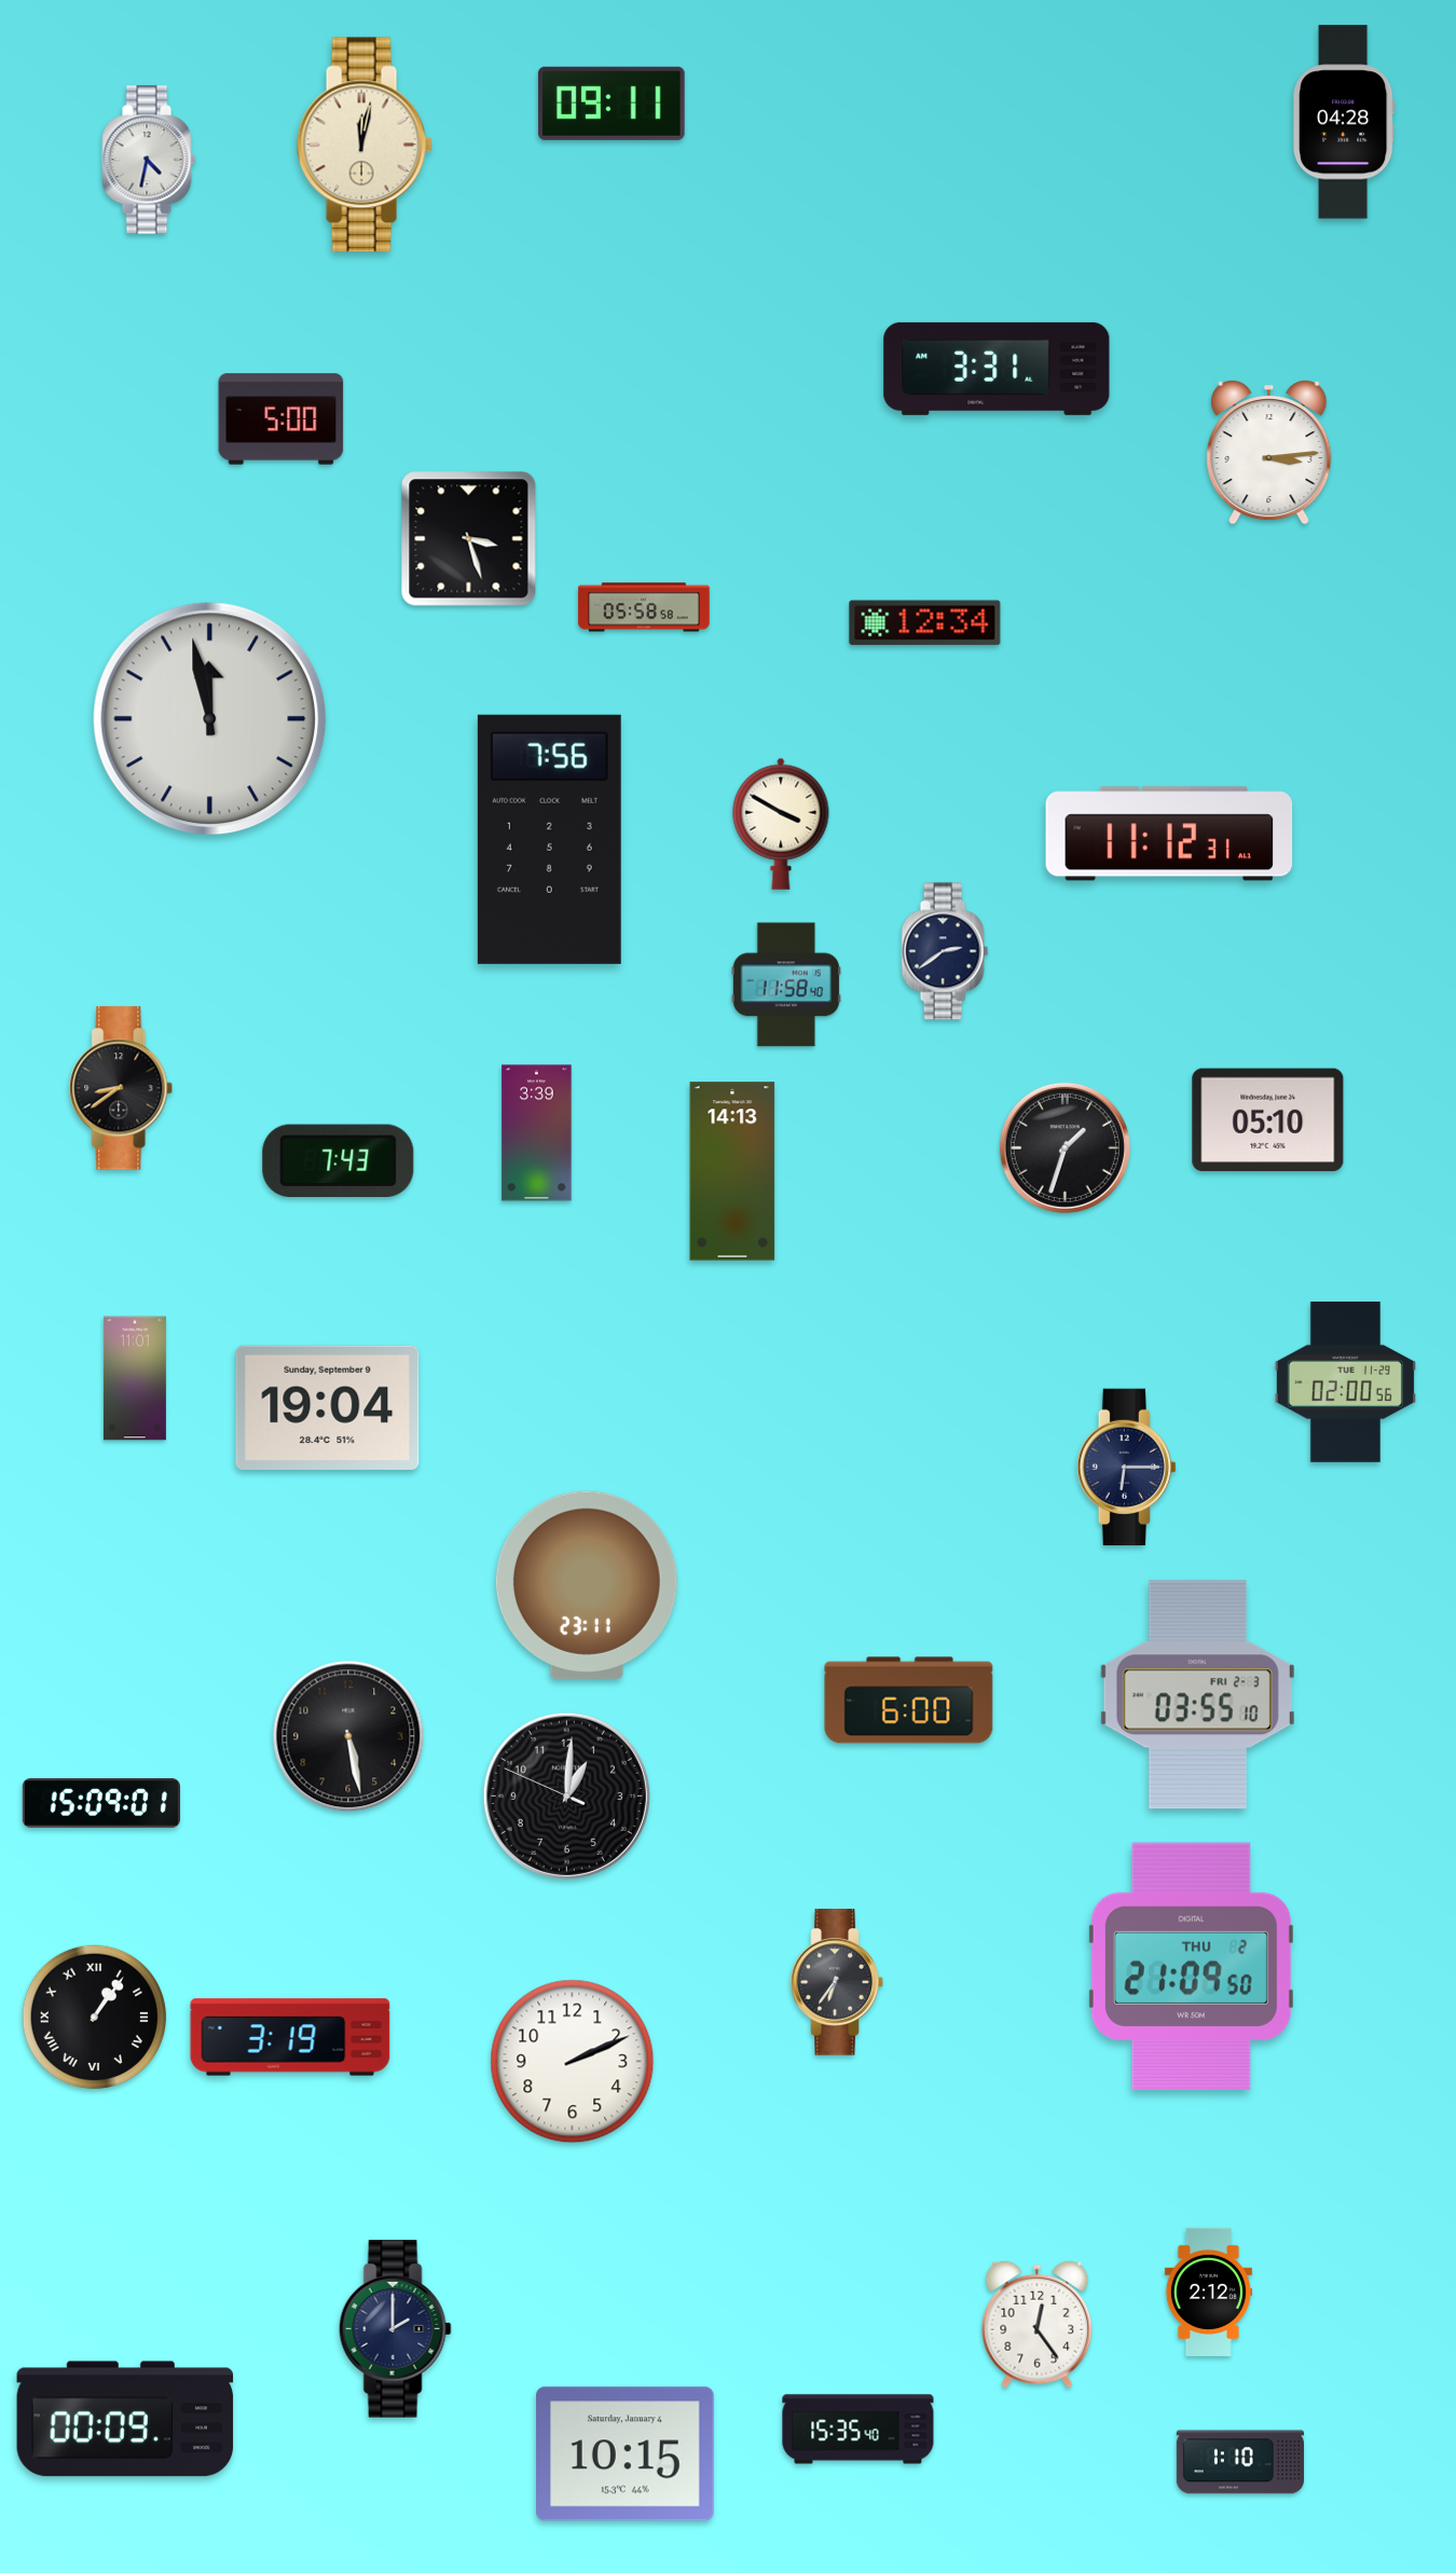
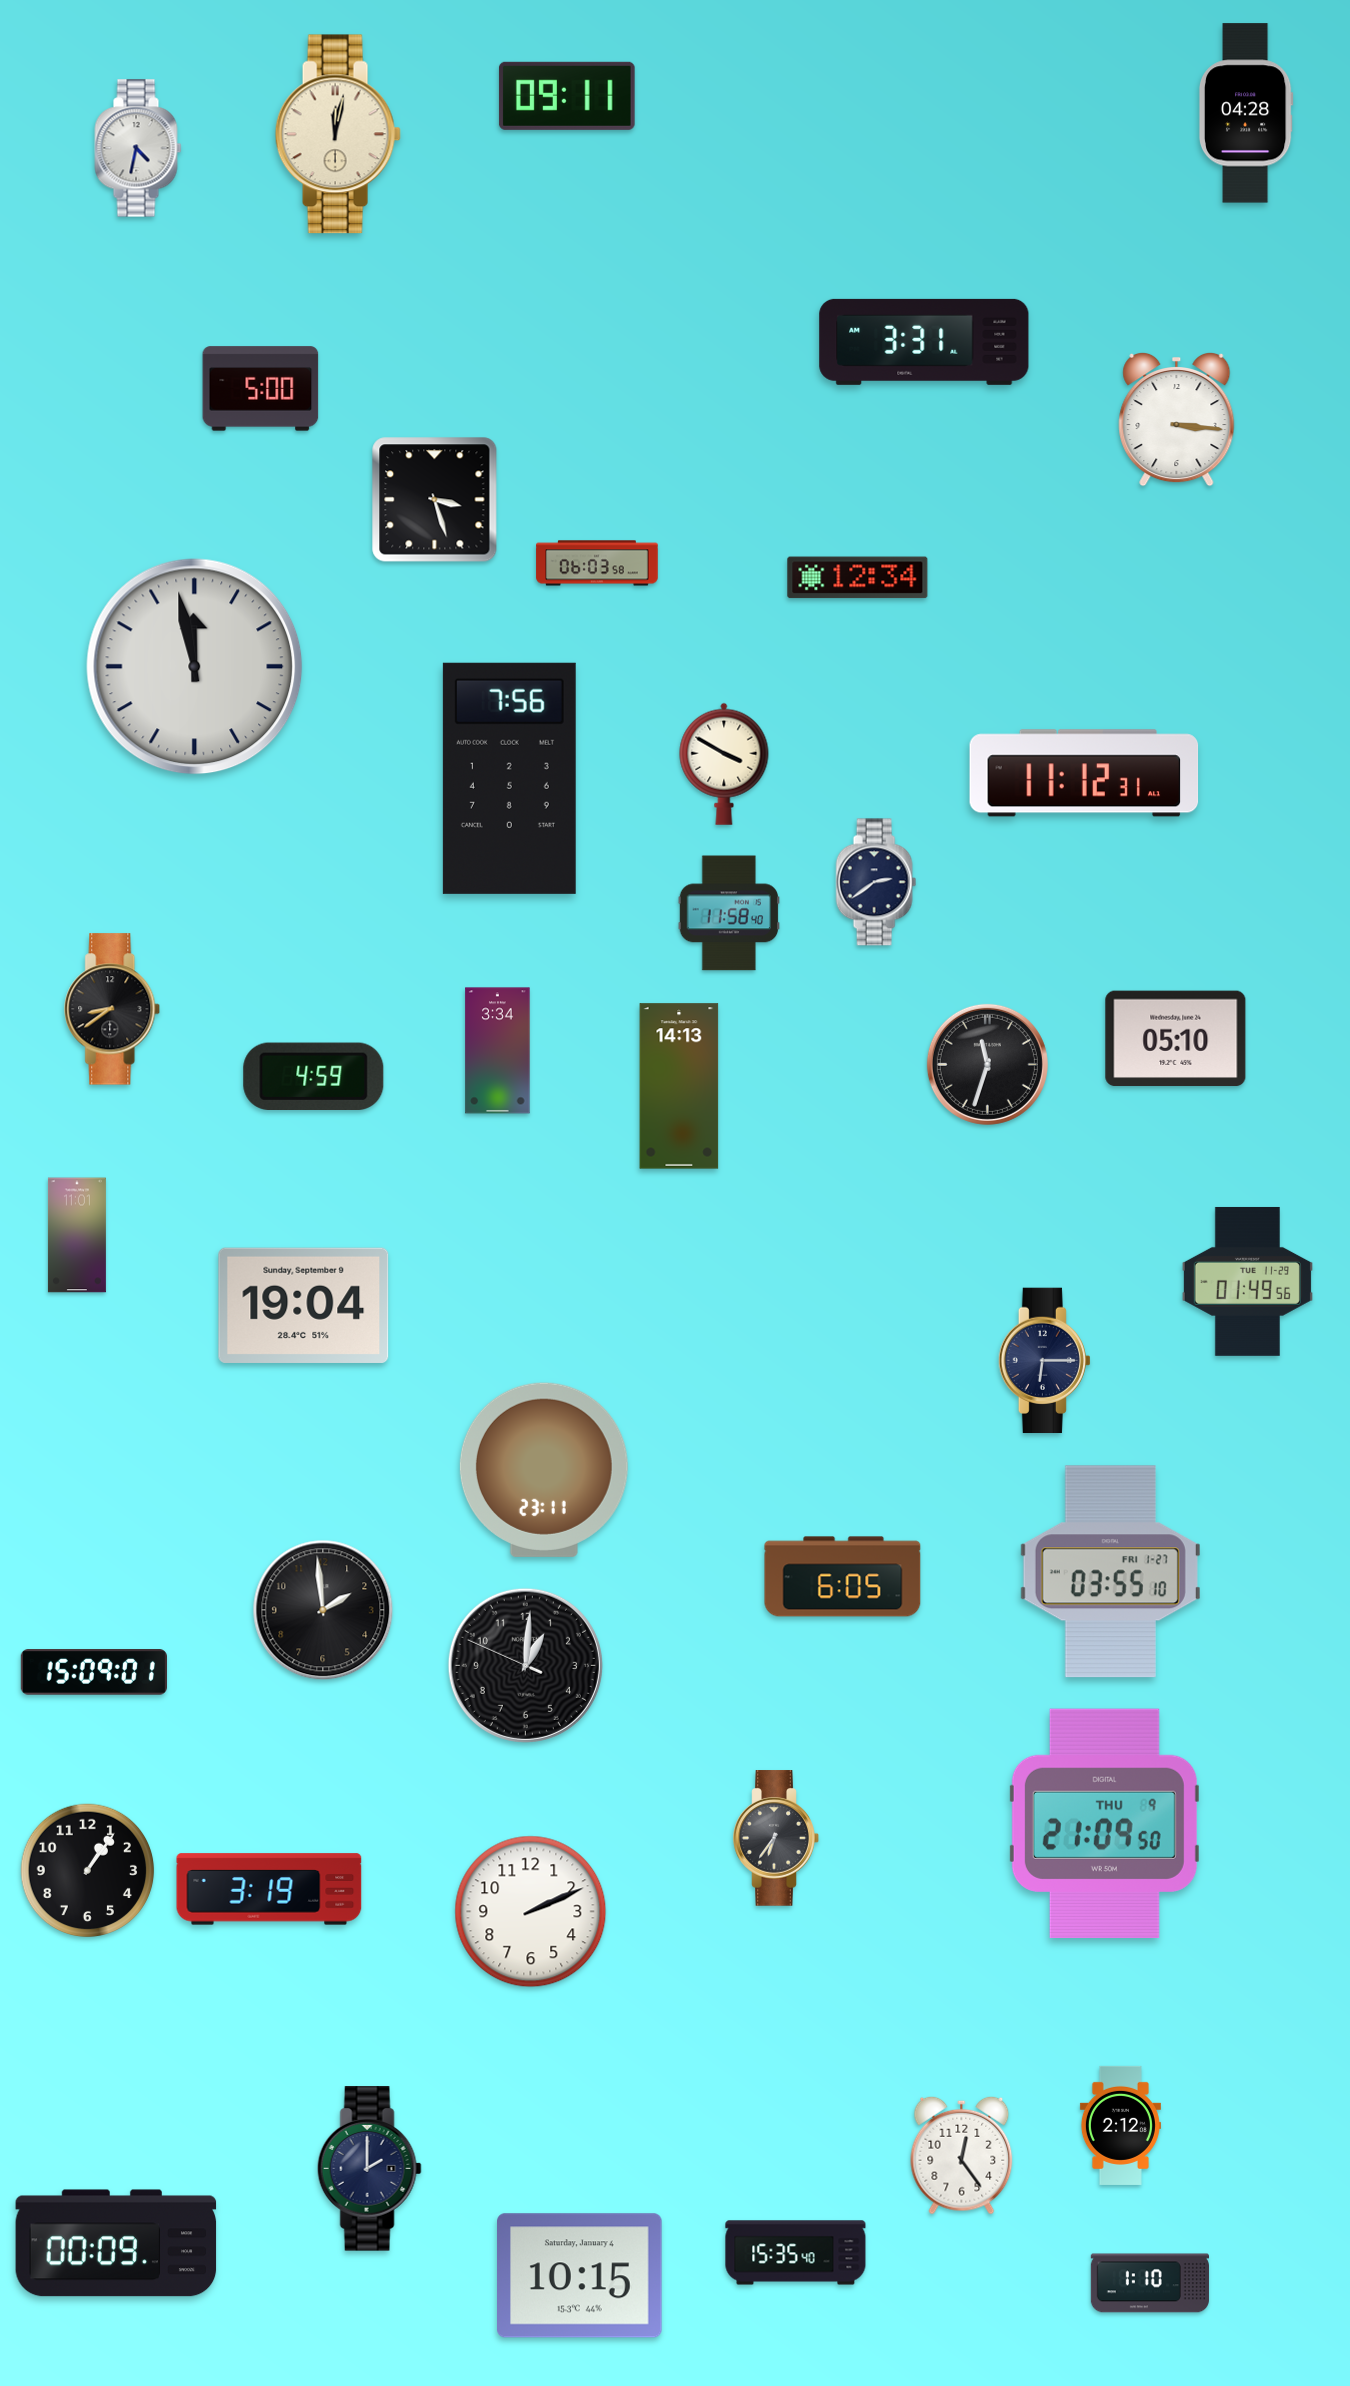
clock at (1269, 452): 3:14 -> 3:16
clock at (644, 607): 05:58 -> 06:03
clock at (537, 1133): 3:39 -> 3:34
clock at (1064, 1147): 1:33 -> 11:33
clock at (339, 1160): 7:43 -> 4:59
clock at (135, 1378) position: (135, 1378) -> (77, 1235)
clock at (1345, 1381): 02:00 -> 01:49
clock at (1197, 1695) date: FRI 2-3 -> FRI 1-27
clock at (909, 1701): 6:00 -> 6:05
clock at (348, 1736): 5:28 -> 1:59
clock at (1191, 1966) date: THU 2 -> THU 9
clock at (95, 2018) numerals: Roman -> Arabic
clock at (395, 2329) position: (395, 2329) -> (369, 2169)
